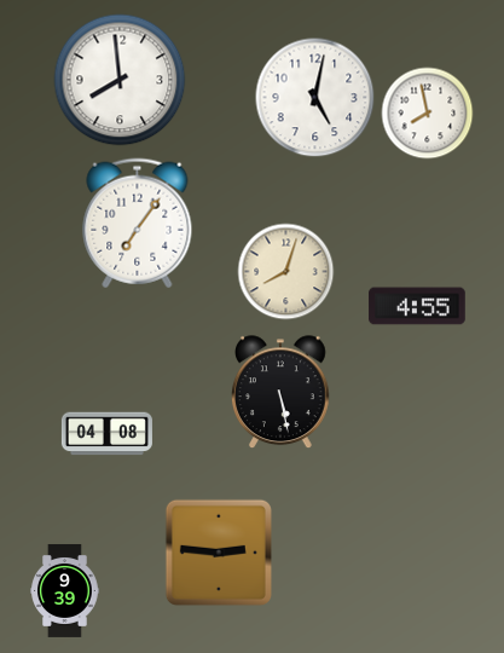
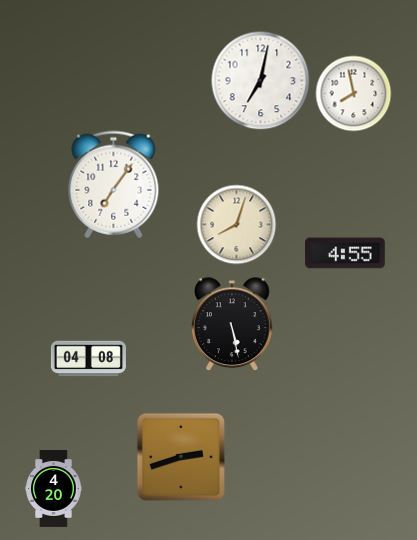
clock at (120, 80): 7:59 -> none
clock at (315, 98): 5:02 -> 7:02
clock at (219, 553): 2:46 -> 2:42
clock at (65, 590): 9:39 -> 4:20
